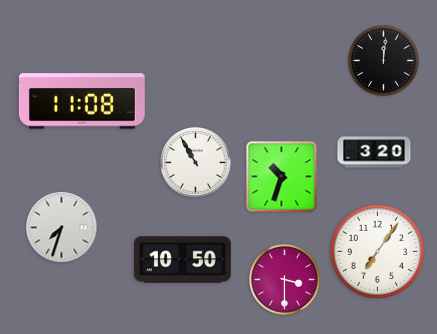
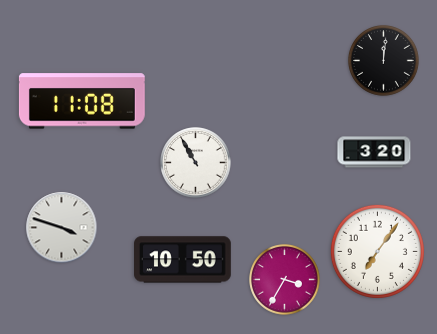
clock at (282, 177): 10:33 -> none
clock at (62, 228): 7:33 -> 3:48
clock at (285, 280): 3:30 -> 3:35
